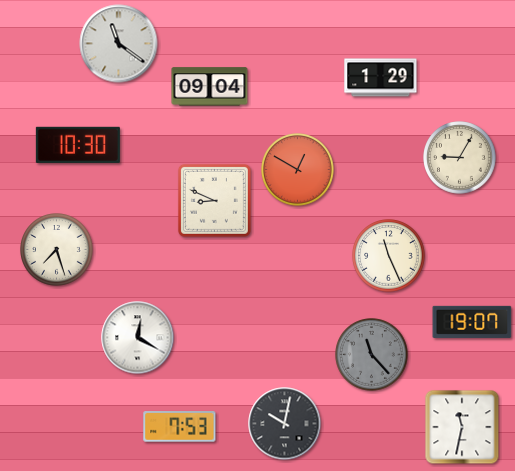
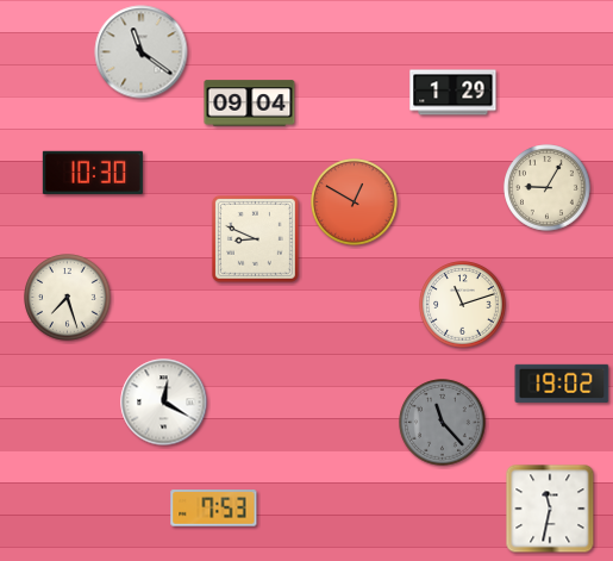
clock at (389, 256): 11:26 -> 11:12
clock at (472, 322): 19:07 -> 19:02
clock at (285, 424): 10:02 -> none
